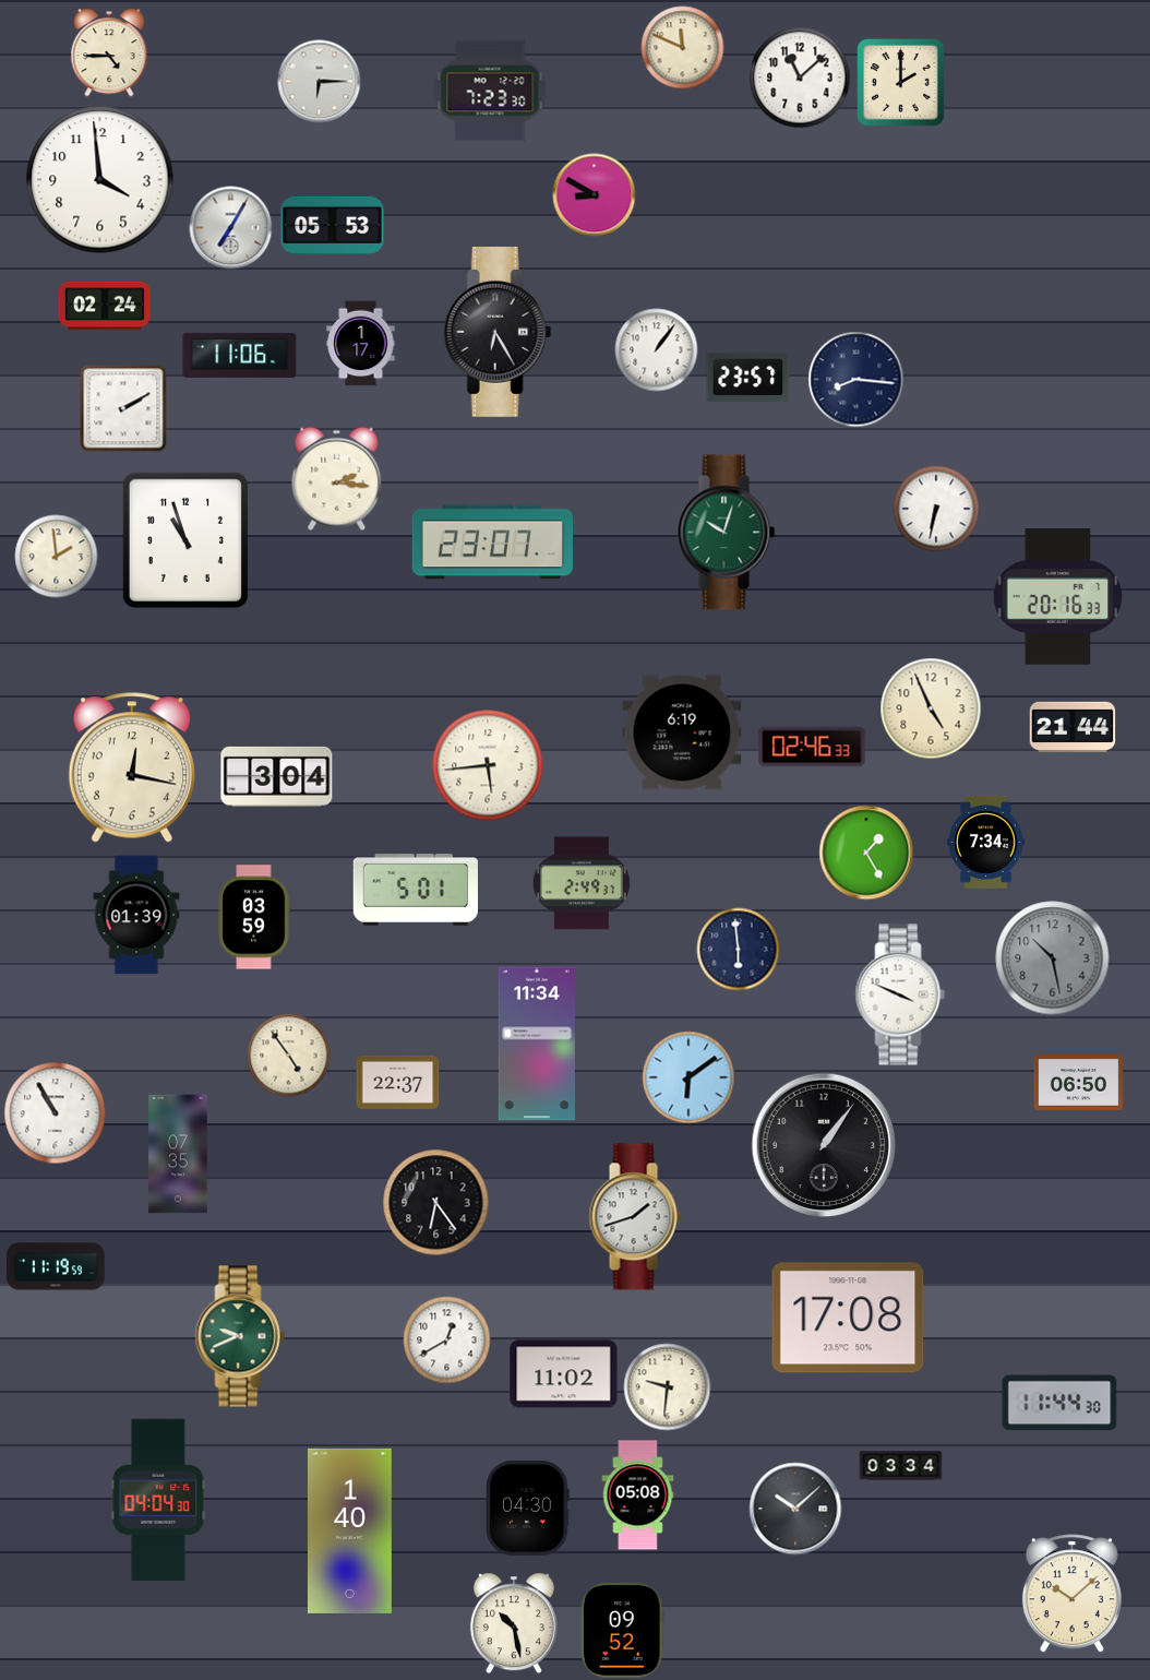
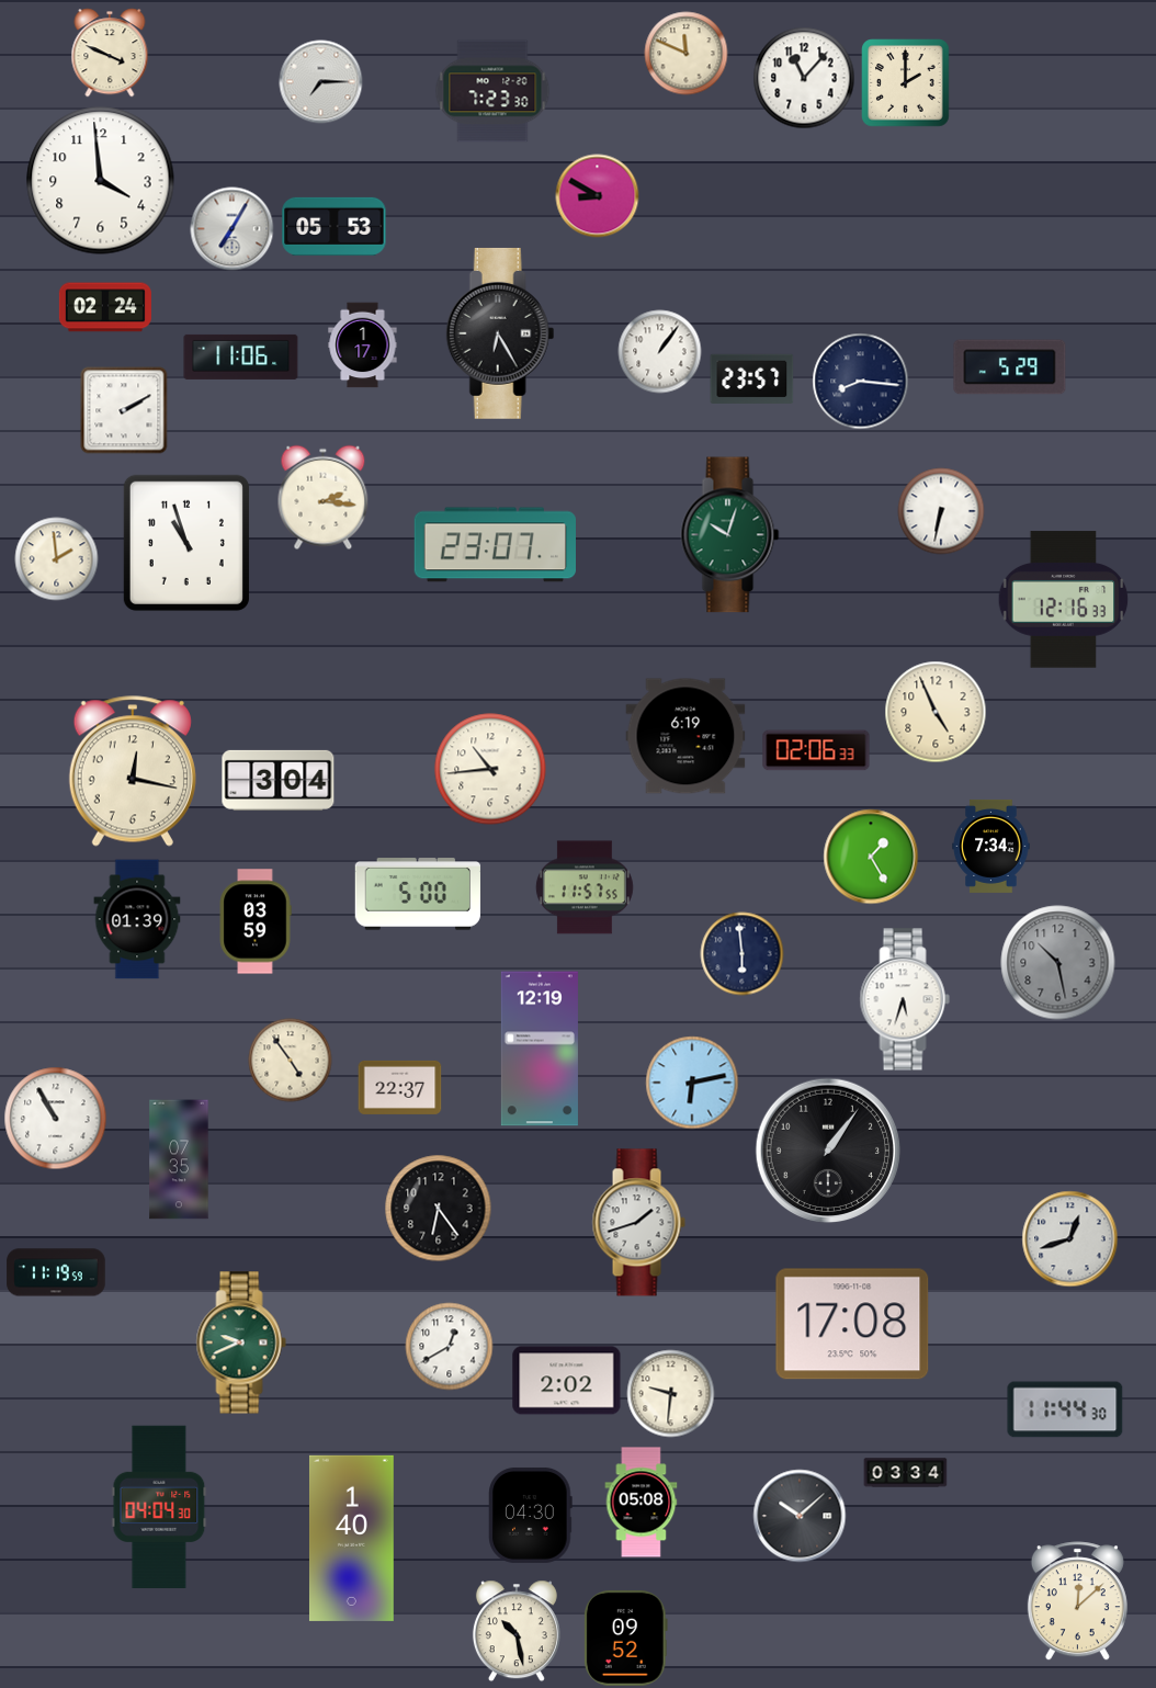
clock at (683, 48) position: (683, 48) -> (687, 54)
clock at (109, 52): 4:45 -> 3:49
clock at (800, 78): 11:08 -> 11:07
clock at (320, 82): 6:15 -> 7:15
clock at (1010, 367): none -> 5:29
clock at (337, 479) position: (337, 479) -> (324, 498)
clock at (1058, 597): 20:16 -> 12:16
clock at (1073, 727): 21:44 -> none
clock at (812, 747): 02:46 -> 02:06
clock at (488, 765): 5:44 -> 10:44
clock at (582, 883): 2:49 -> 11:57
clock at (416, 890): 5:01 -> 5:00
clock at (900, 994): 3:49 -> 5:33
clock at (537, 1044): 11:34 -> 12:19
clock at (688, 1077): 6:09 -> 6:13
clock at (1078, 1083): 06:50 -> none
clock at (1070, 1239): none -> 12:42
clock at (564, 1374): 11:02 -> 2:02
clock at (1071, 1594): 10:08 -> 12:08
